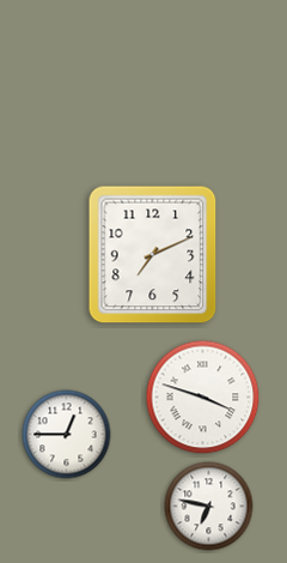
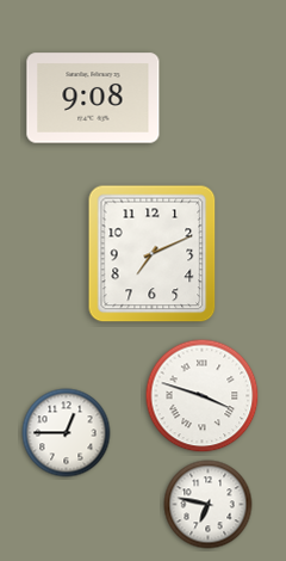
clock at (93, 98): none -> 9:08
